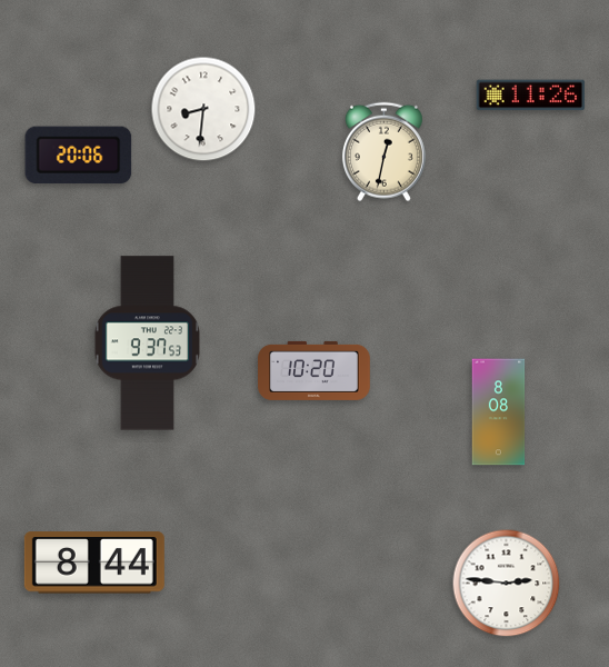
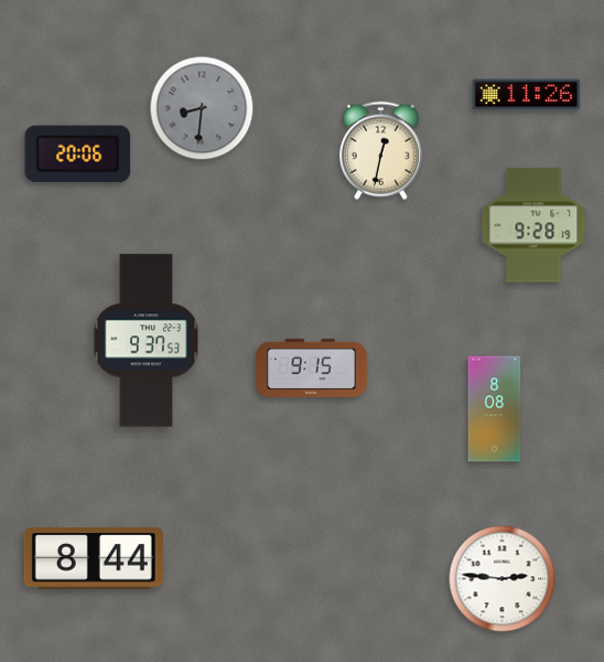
clock at (203, 109) dial: white -> grey
clock at (533, 225): none -> 9:28
clock at (315, 370): 10:20 -> 9:15
